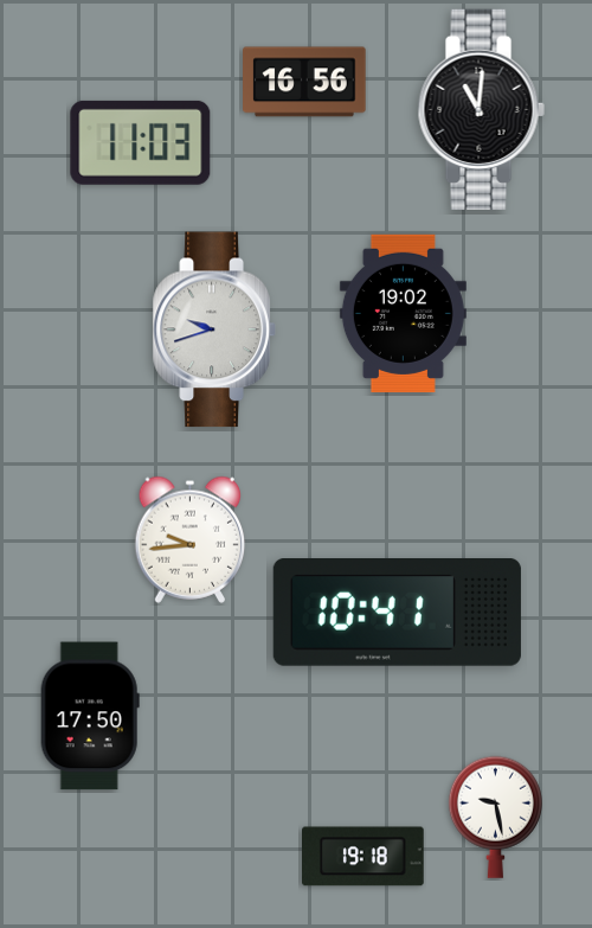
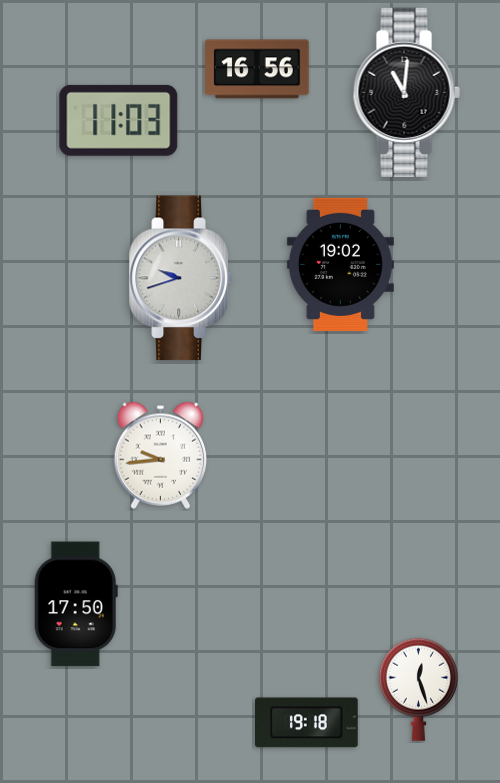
clock at (397, 613): 10:41 -> none
clock at (495, 817): 9:28 -> 12:27
